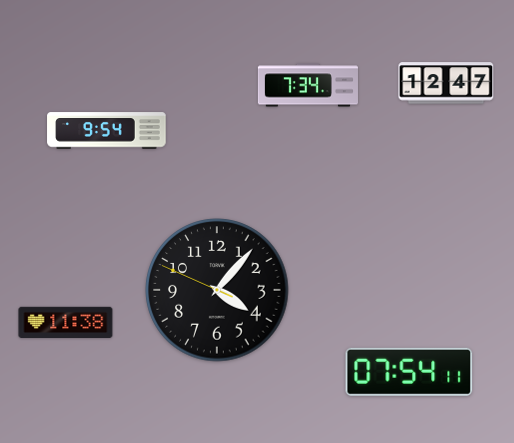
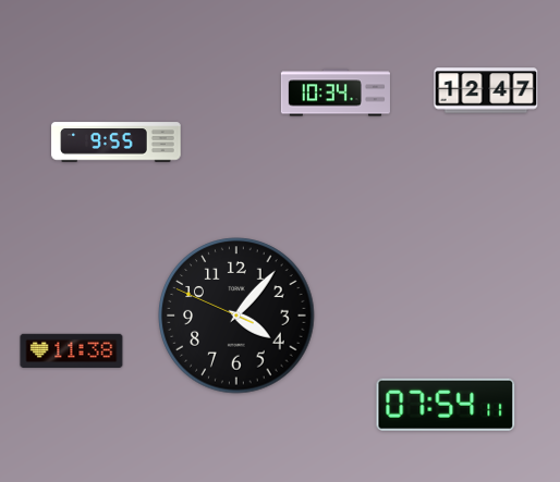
clock at (308, 85): 7:34 -> 10:34
clock at (107, 131): 9:54 -> 9:55
